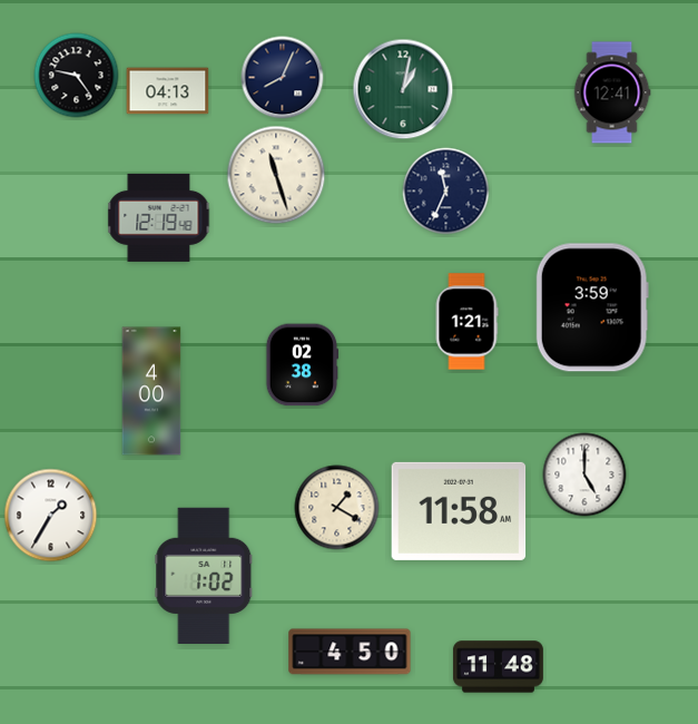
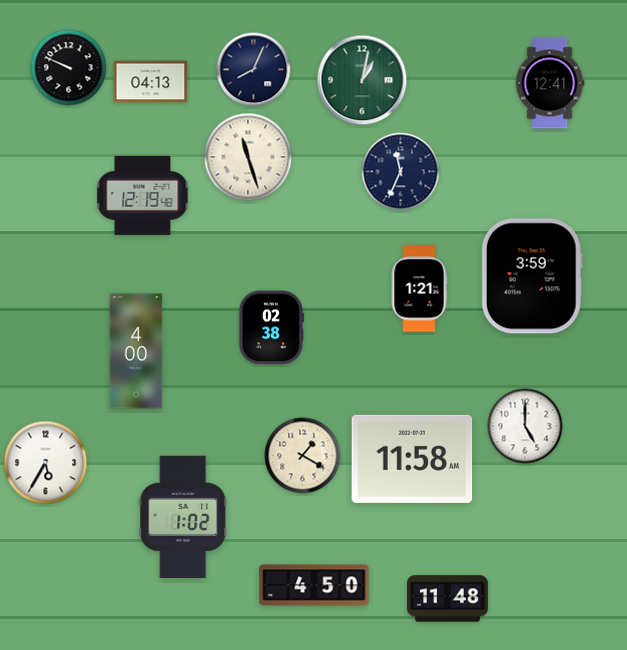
clock at (77, 76): 9:24 -> 9:49
clock at (51, 516): 1:35 -> 5:35
